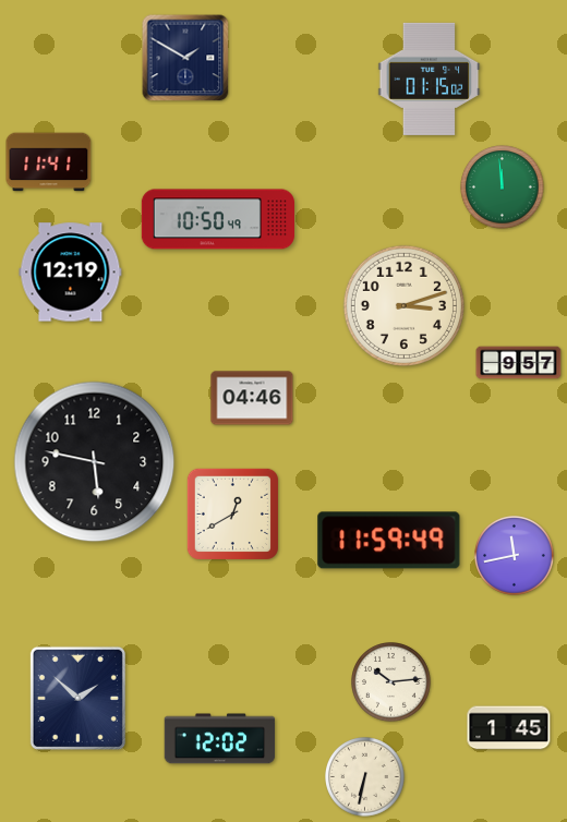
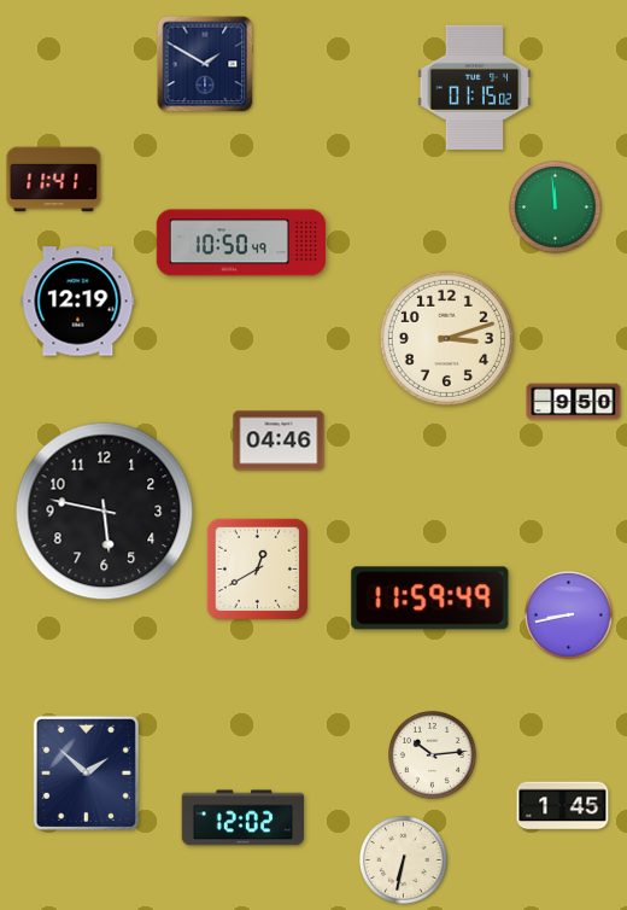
clock at (519, 363): 9:57 -> 9:50
clock at (515, 556): 11:43 -> 8:43
